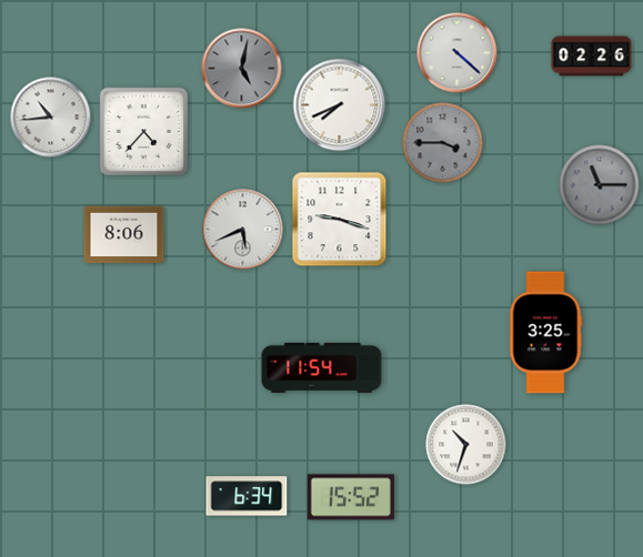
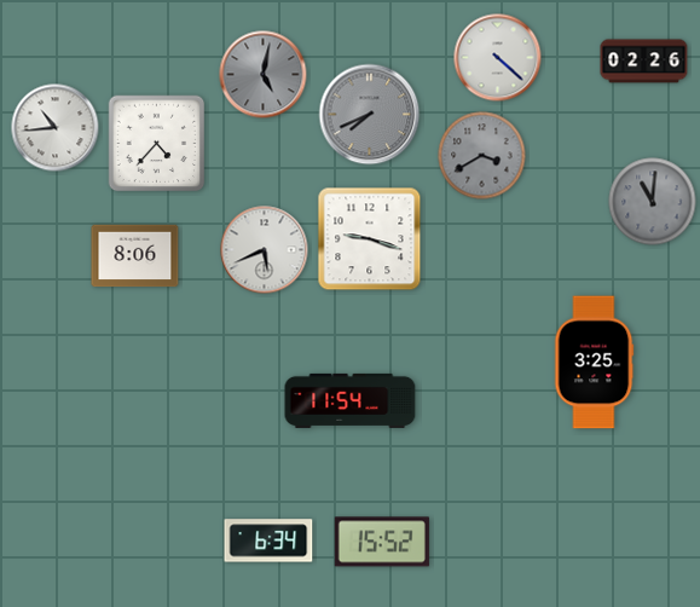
clock at (340, 105) dial: white -> grey
clock at (443, 143): 3:45 -> 3:40
clock at (600, 185): 11:15 -> 11:01
clock at (466, 445): 10:33 -> none
